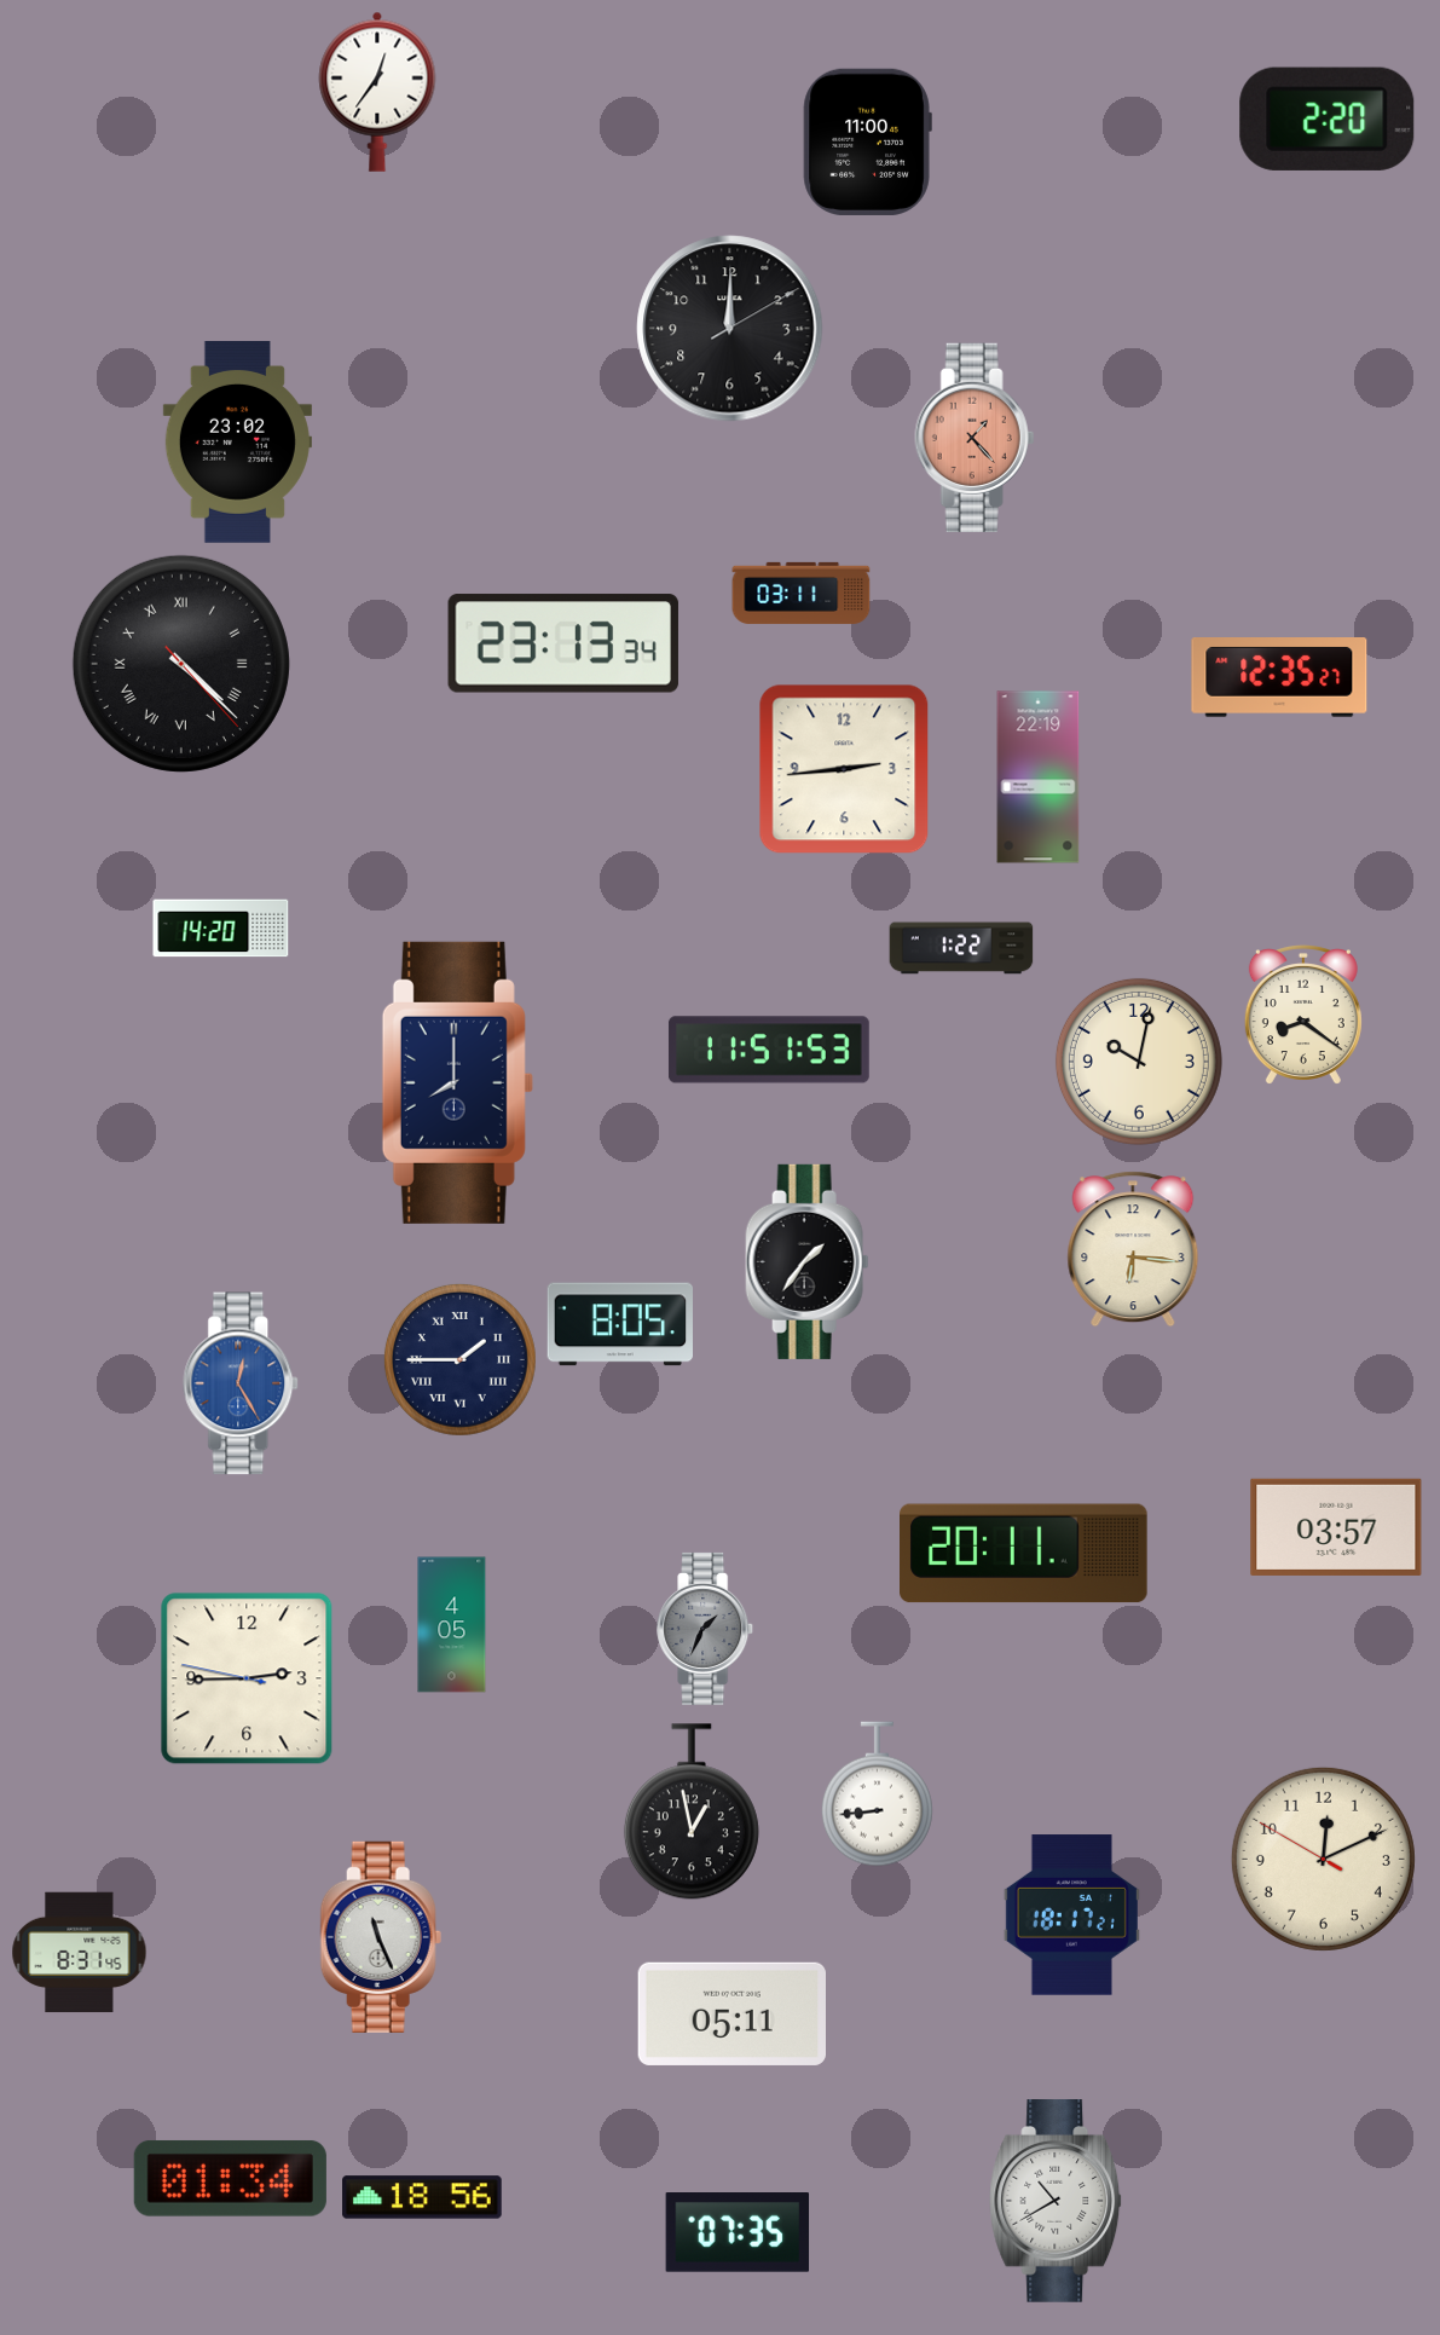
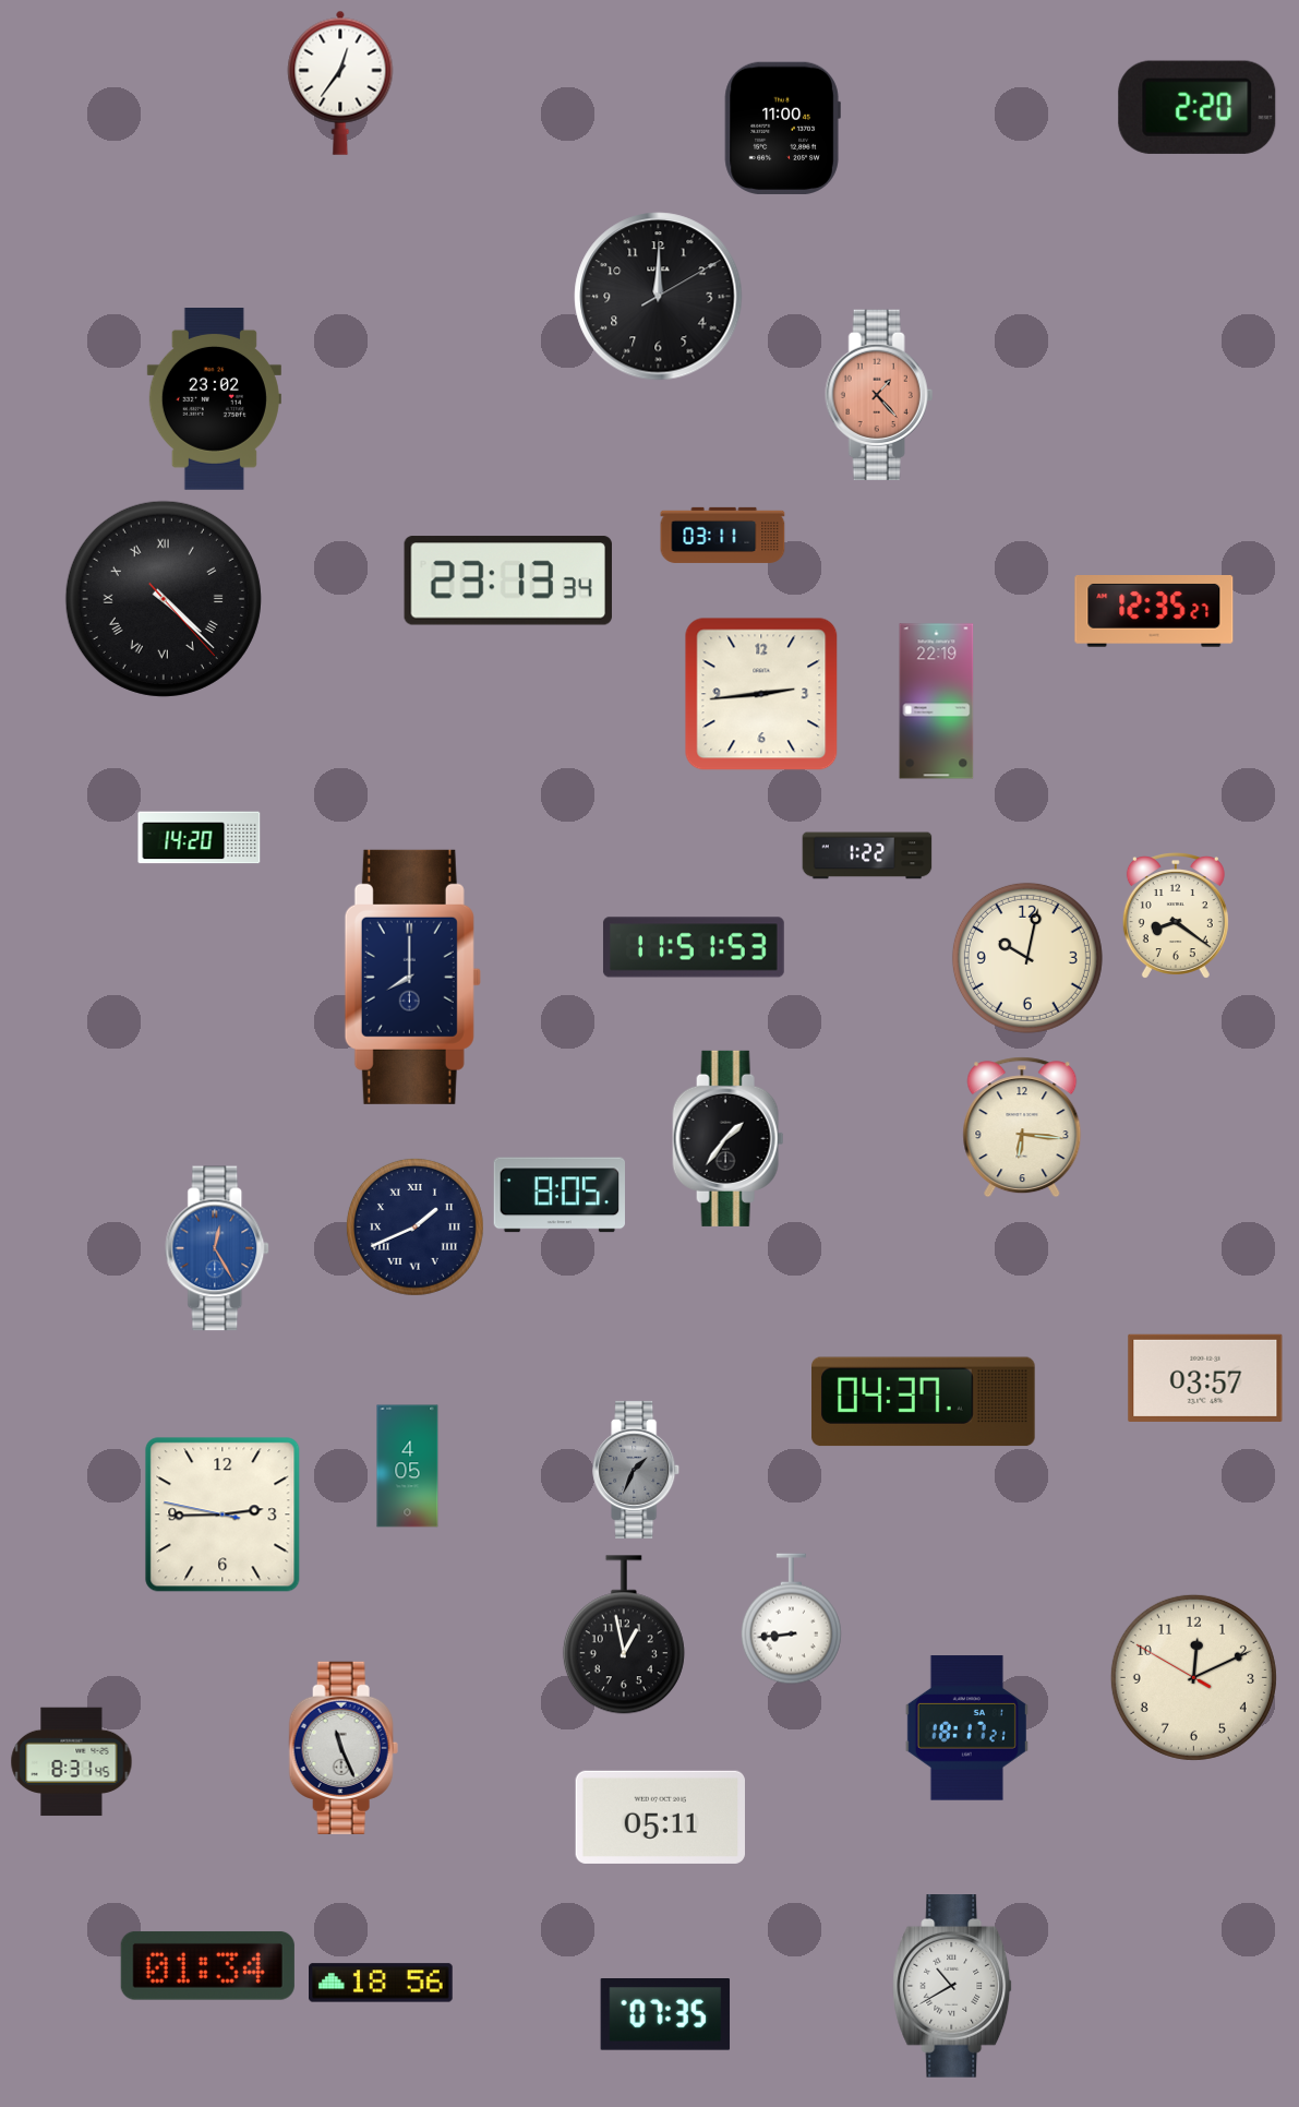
clock at (459, 1359): 1:45 -> 1:41
clock at (1024, 1554): 20:11 -> 04:37
